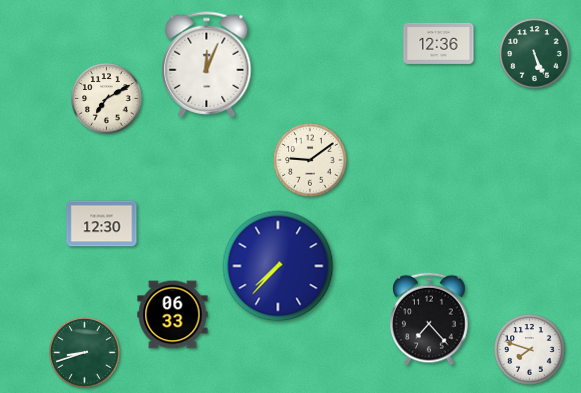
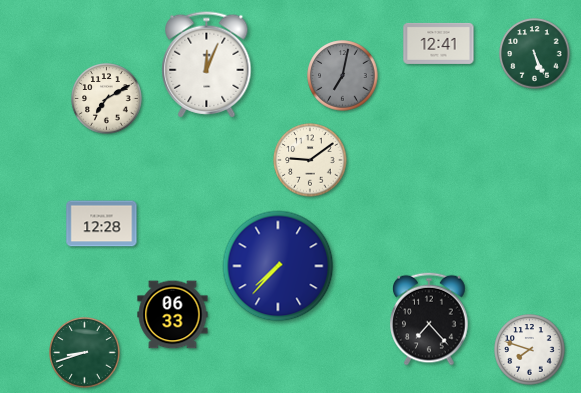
clock at (439, 43): 12:36 -> 12:41
clock at (343, 76): none -> 7:02
clock at (102, 224): 12:30 -> 12:28
